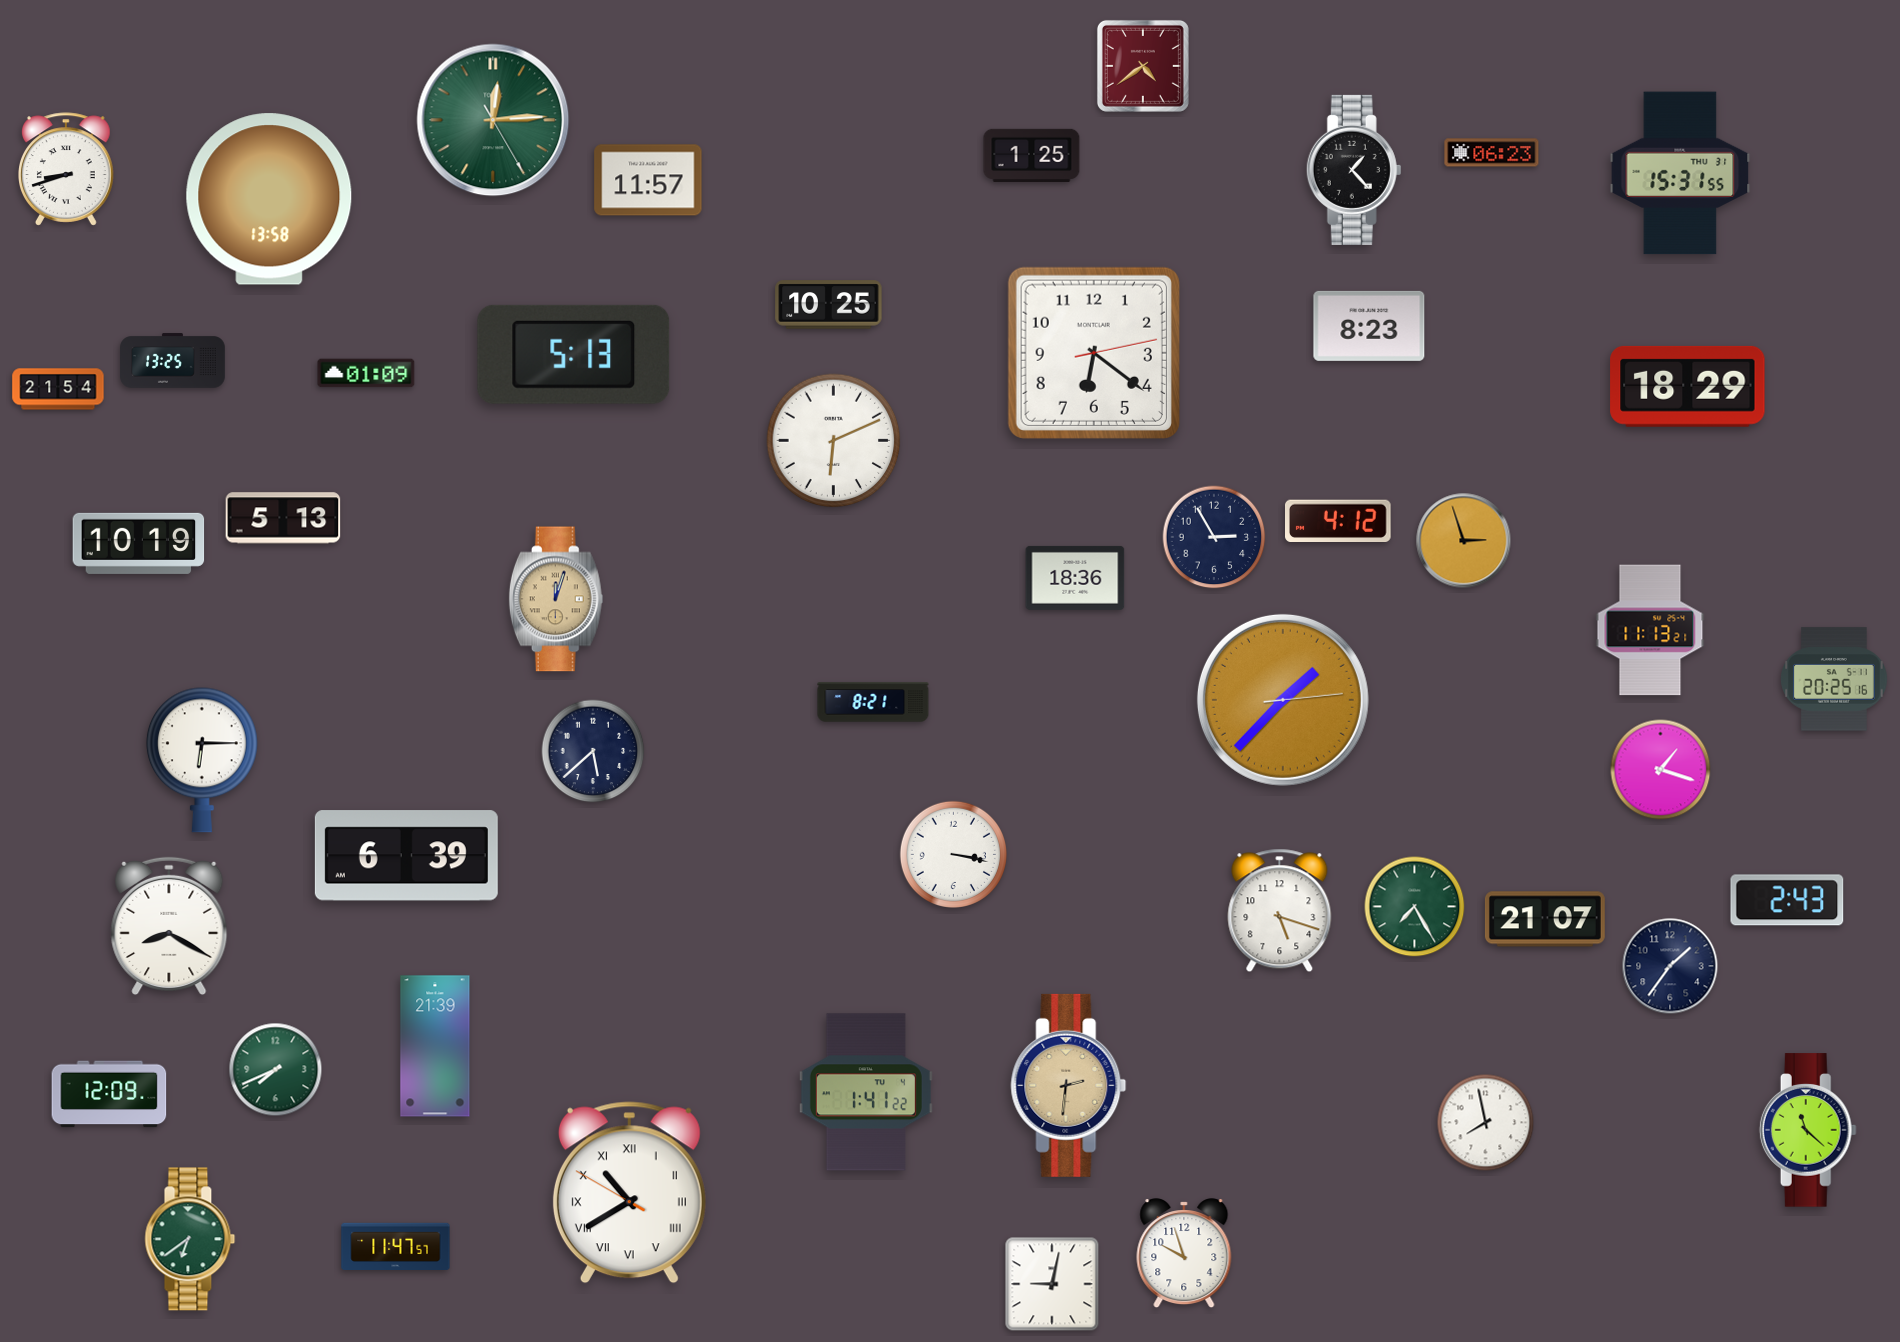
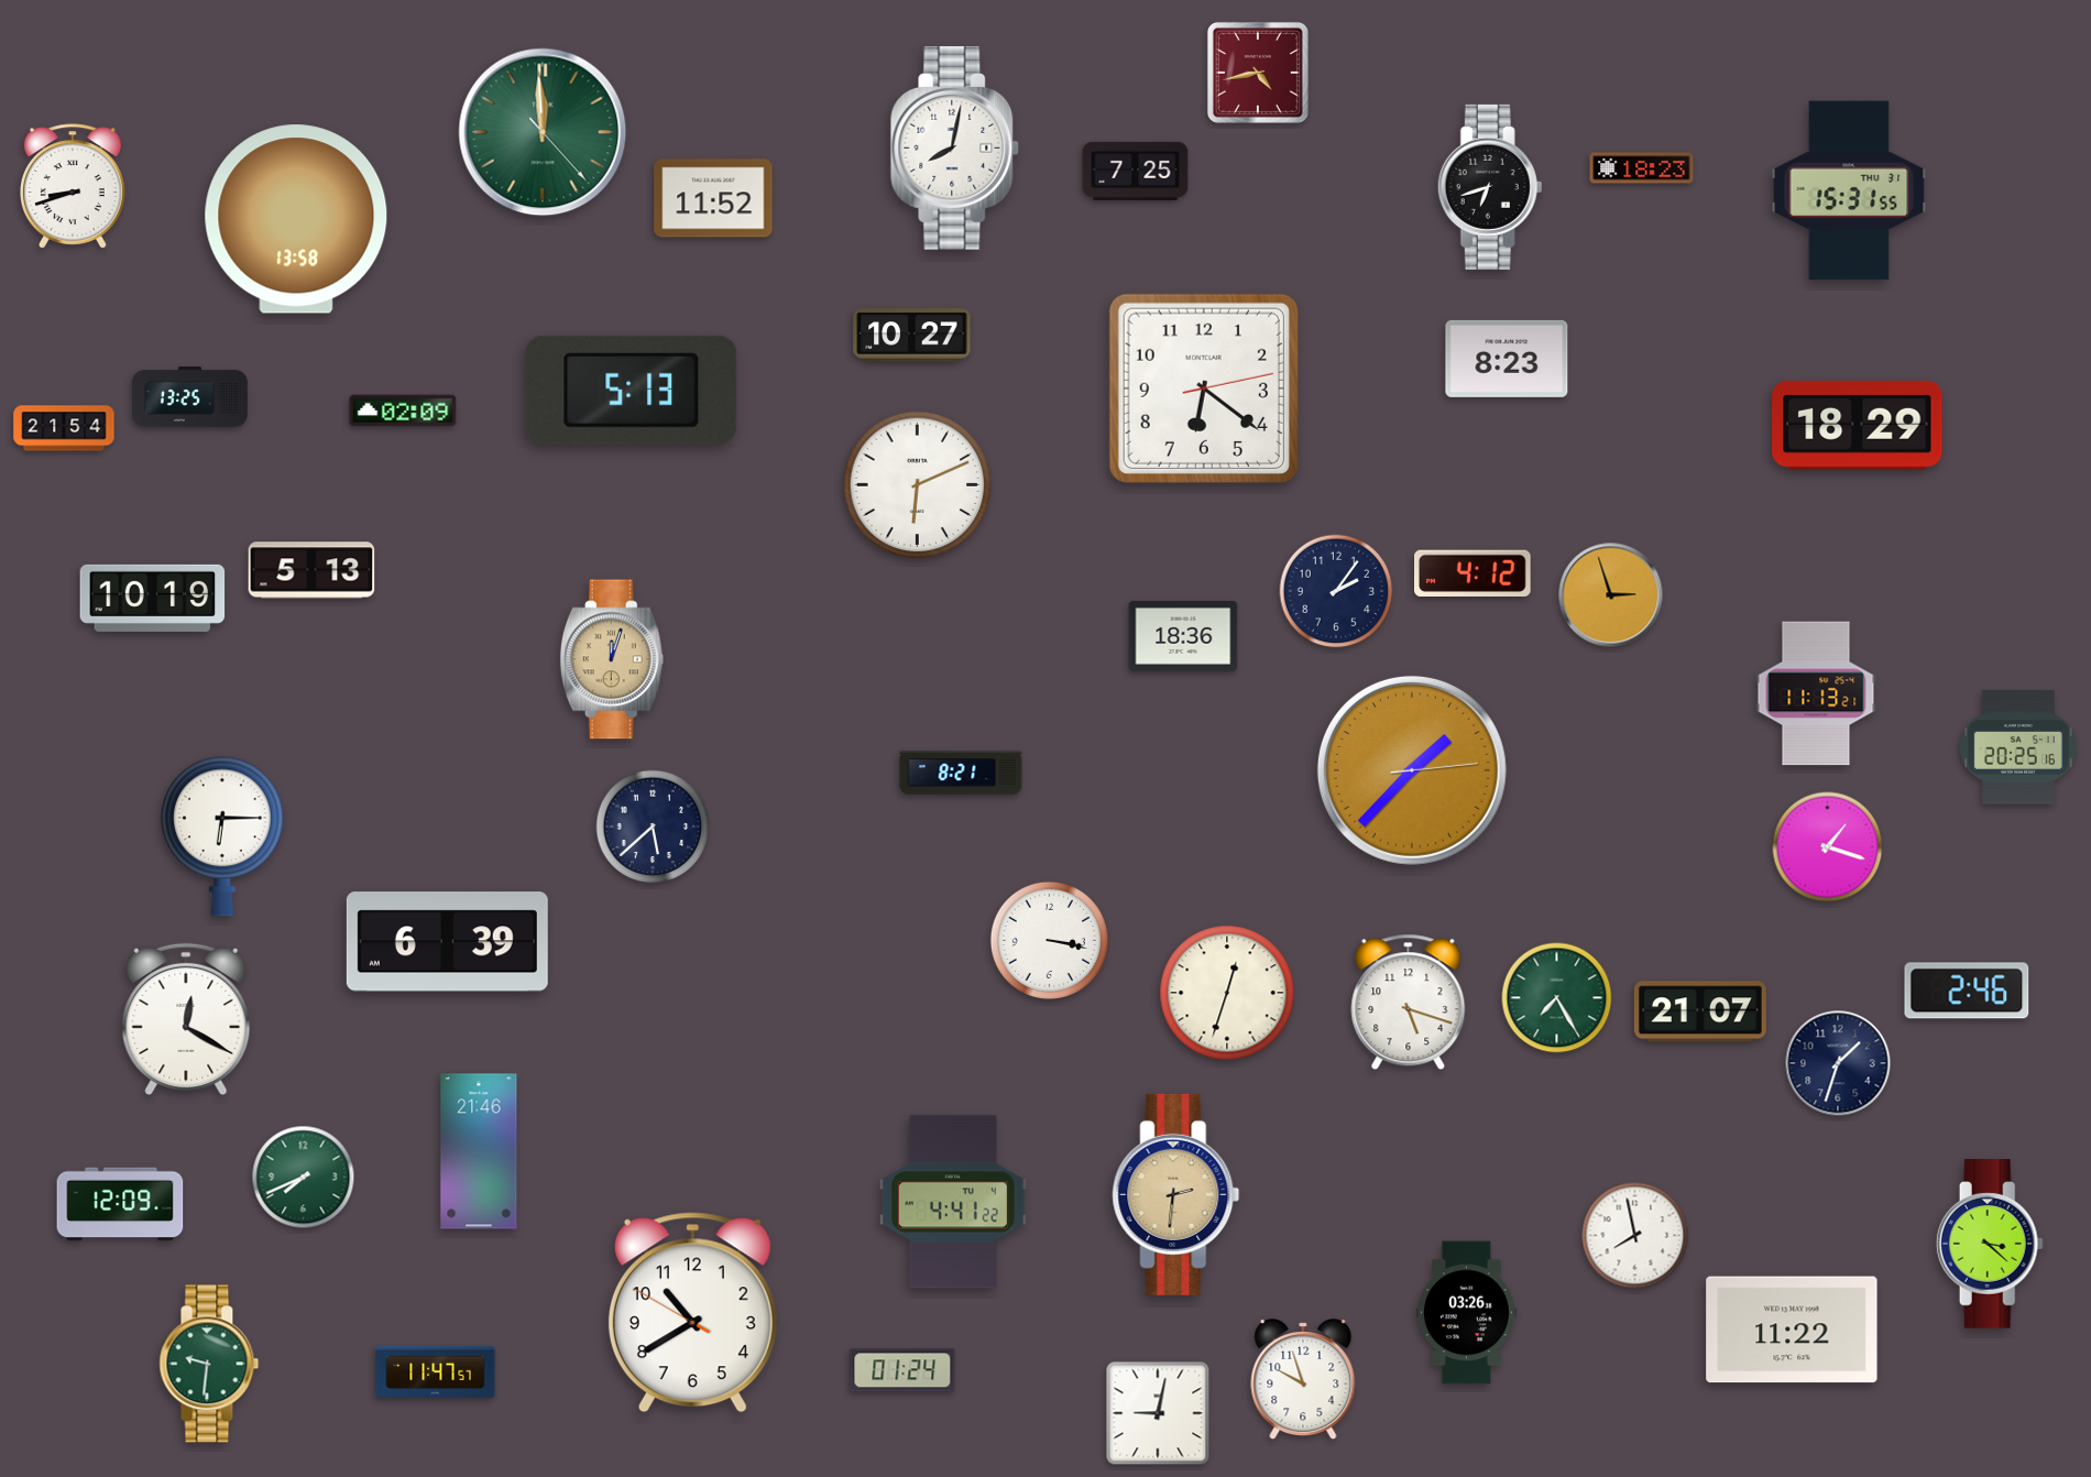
clock at (1143, 66): 4:39 -> 4:43
clock at (493, 120): 12:14 -> 11:59
clock at (955, 147): none -> 8:02
clock at (1492, 153): 06:23 -> 18:23
clock at (1032, 155): 1:25 -> 7:25
clock at (1354, 170): 1:23 -> 6:42
clock at (648, 180): 11:57 -> 11:52
clock at (829, 305): 10:25 -> 10:27
clock at (366, 373): 01:09 -> 02:09
clock at (1214, 537): 2:55 -> 2:06
clock at (1787, 900): 2:43 -> 2:46
clock at (1227, 993): none -> 12:33
clock at (169, 926): 8:20 -> 12:20
clock at (1670, 966): 1:36 -> 1:33
clock at (435, 1046): 21:39 -> 21:46
clock at (866, 1092): 1:41 -> 4:41
clock at (1808, 1130): 11:22 -> 3:22
clock at (629, 1193) numerals: Roman -> Arabic
clock at (1466, 1313): none -> 03:26
clock at (1792, 1330): none -> 11:22
clock at (190, 1239): 6:39 -> 9:31
clock at (902, 1370): none -> 01:24
